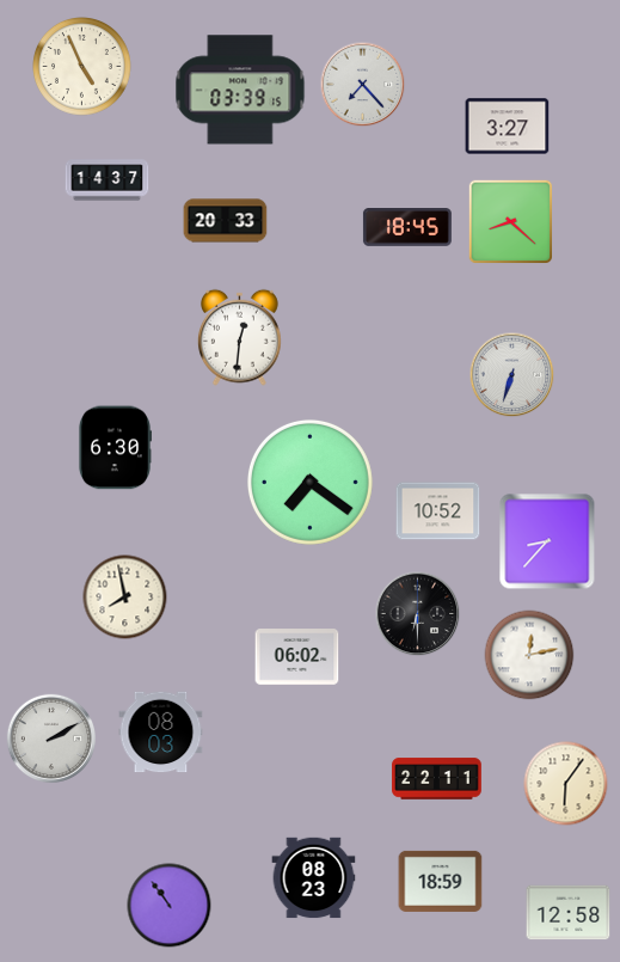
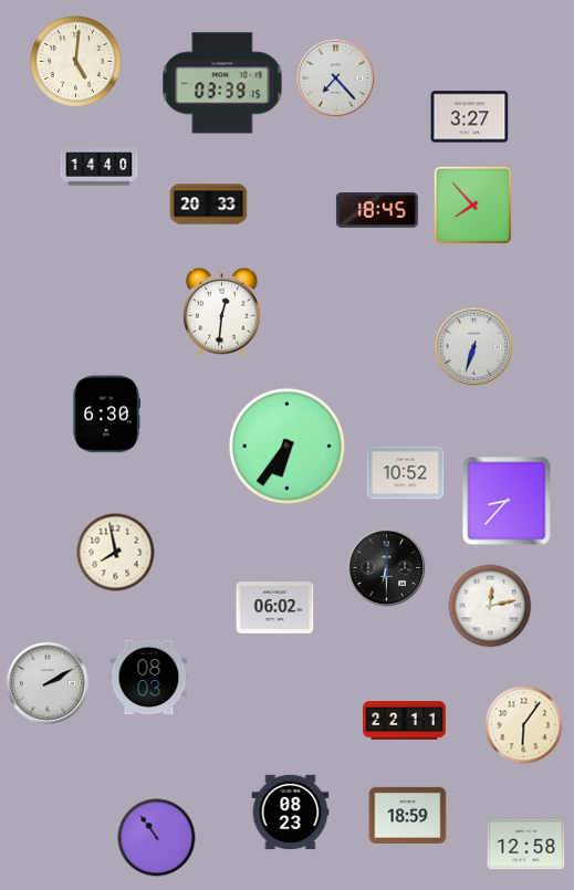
clock at (82, 67): 4:56 -> 5:01
clock at (108, 180): 14:37 -> 14:40
clock at (510, 221): 8:22 -> 7:53
clock at (309, 482): 7:21 -> 6:36
